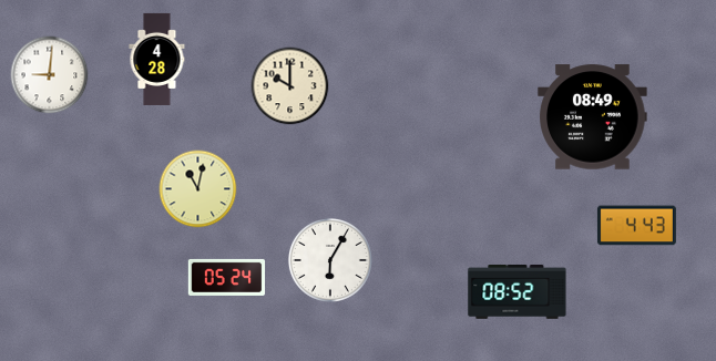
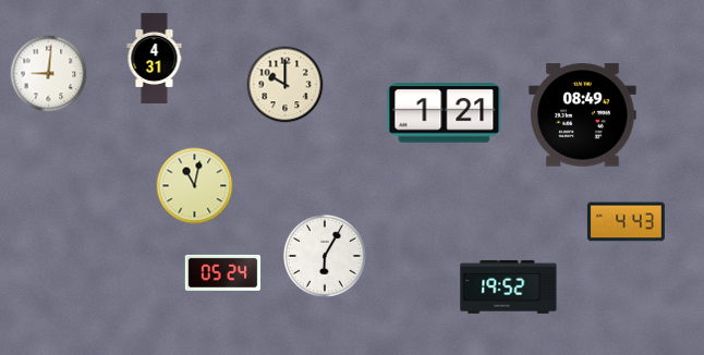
clock at (157, 59): 4:28 -> 4:31
clock at (445, 113): none -> 1:21
clock at (518, 291): 08:52 -> 19:52
